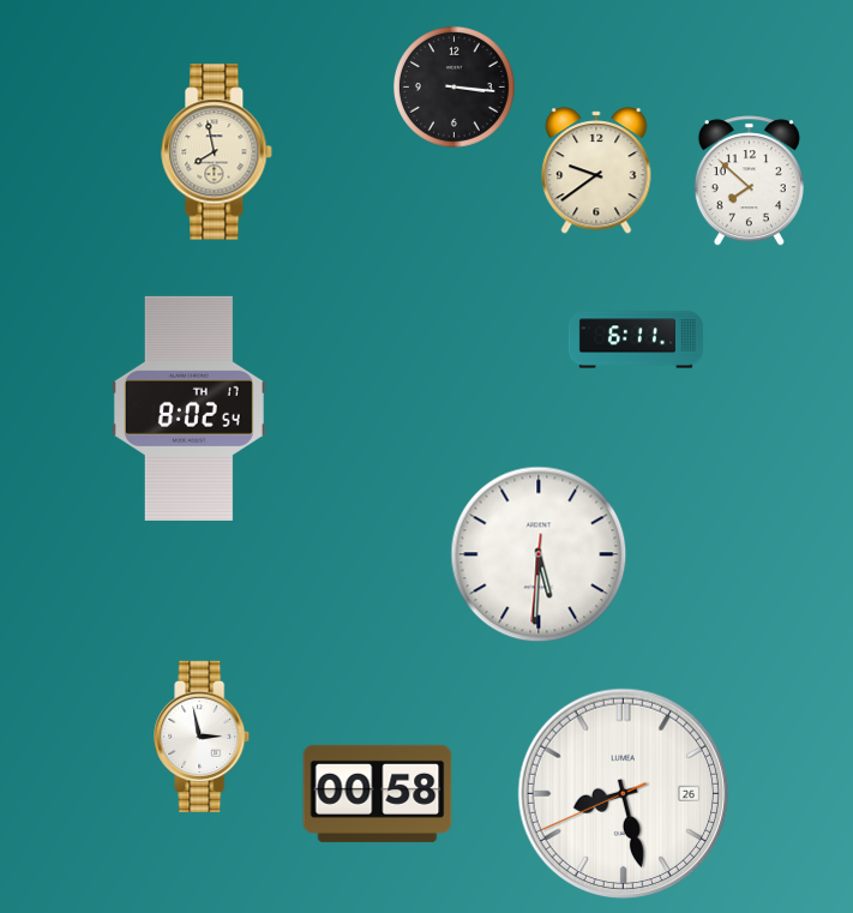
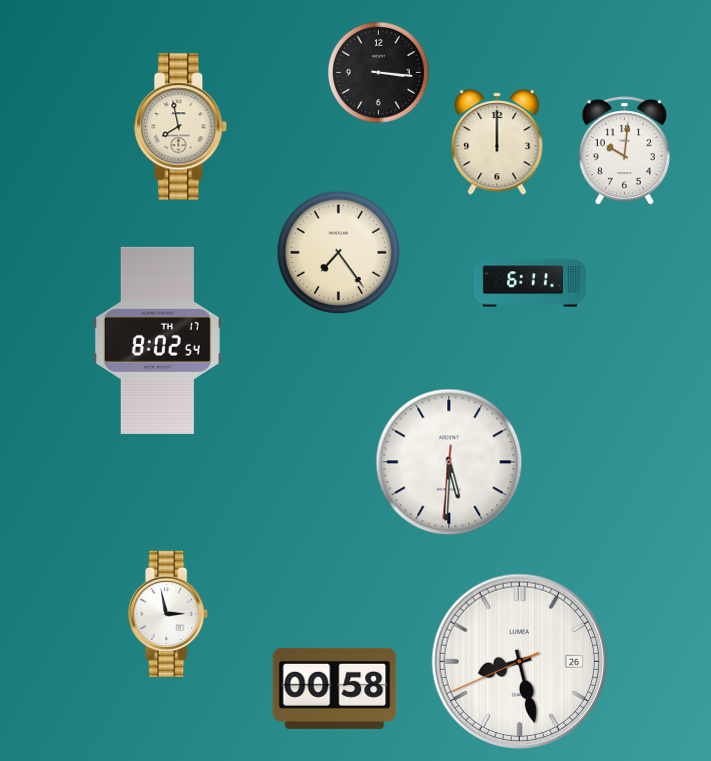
clock at (596, 170): 9:39 -> 12:00
clock at (749, 181): 7:52 -> 10:01
clock at (339, 253): none -> 7:24
clock at (378, 793) position: (378, 793) -> (335, 688)
